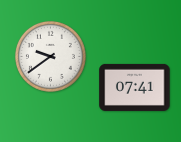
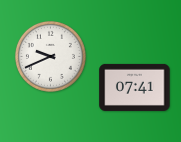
clock at (50, 56): 9:39 -> 9:41
